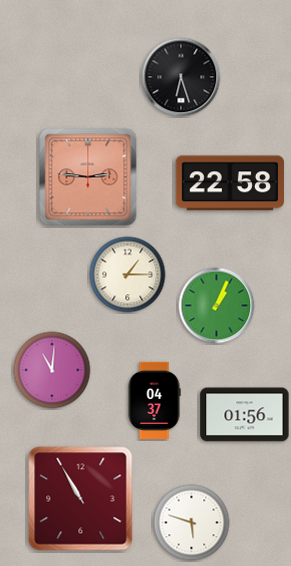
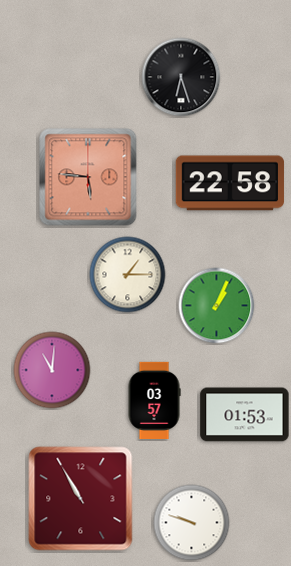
clock at (88, 177): 2:46 -> 5:46
clock at (154, 400): 04:37 -> 03:57
clock at (245, 415): 01:56 -> 01:53
clock at (192, 523): 5:48 -> 9:48
